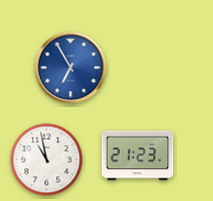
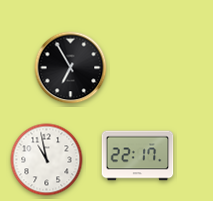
clock at (71, 68) dial: blue -> black
clock at (138, 156): 21:23 -> 22:17
